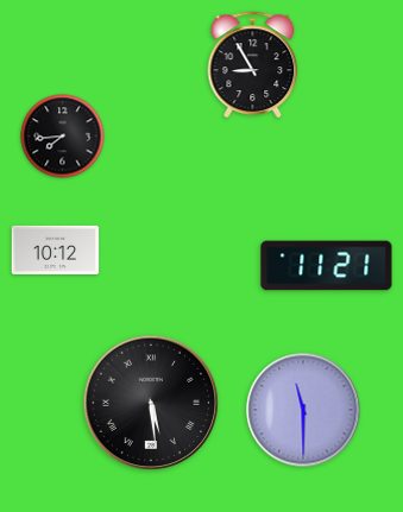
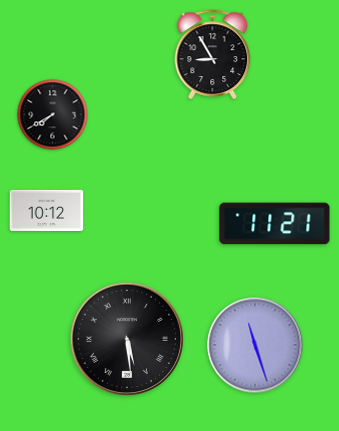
clock at (63, 137): 7:44 -> 7:40
clock at (303, 410): 11:30 -> 11:27
